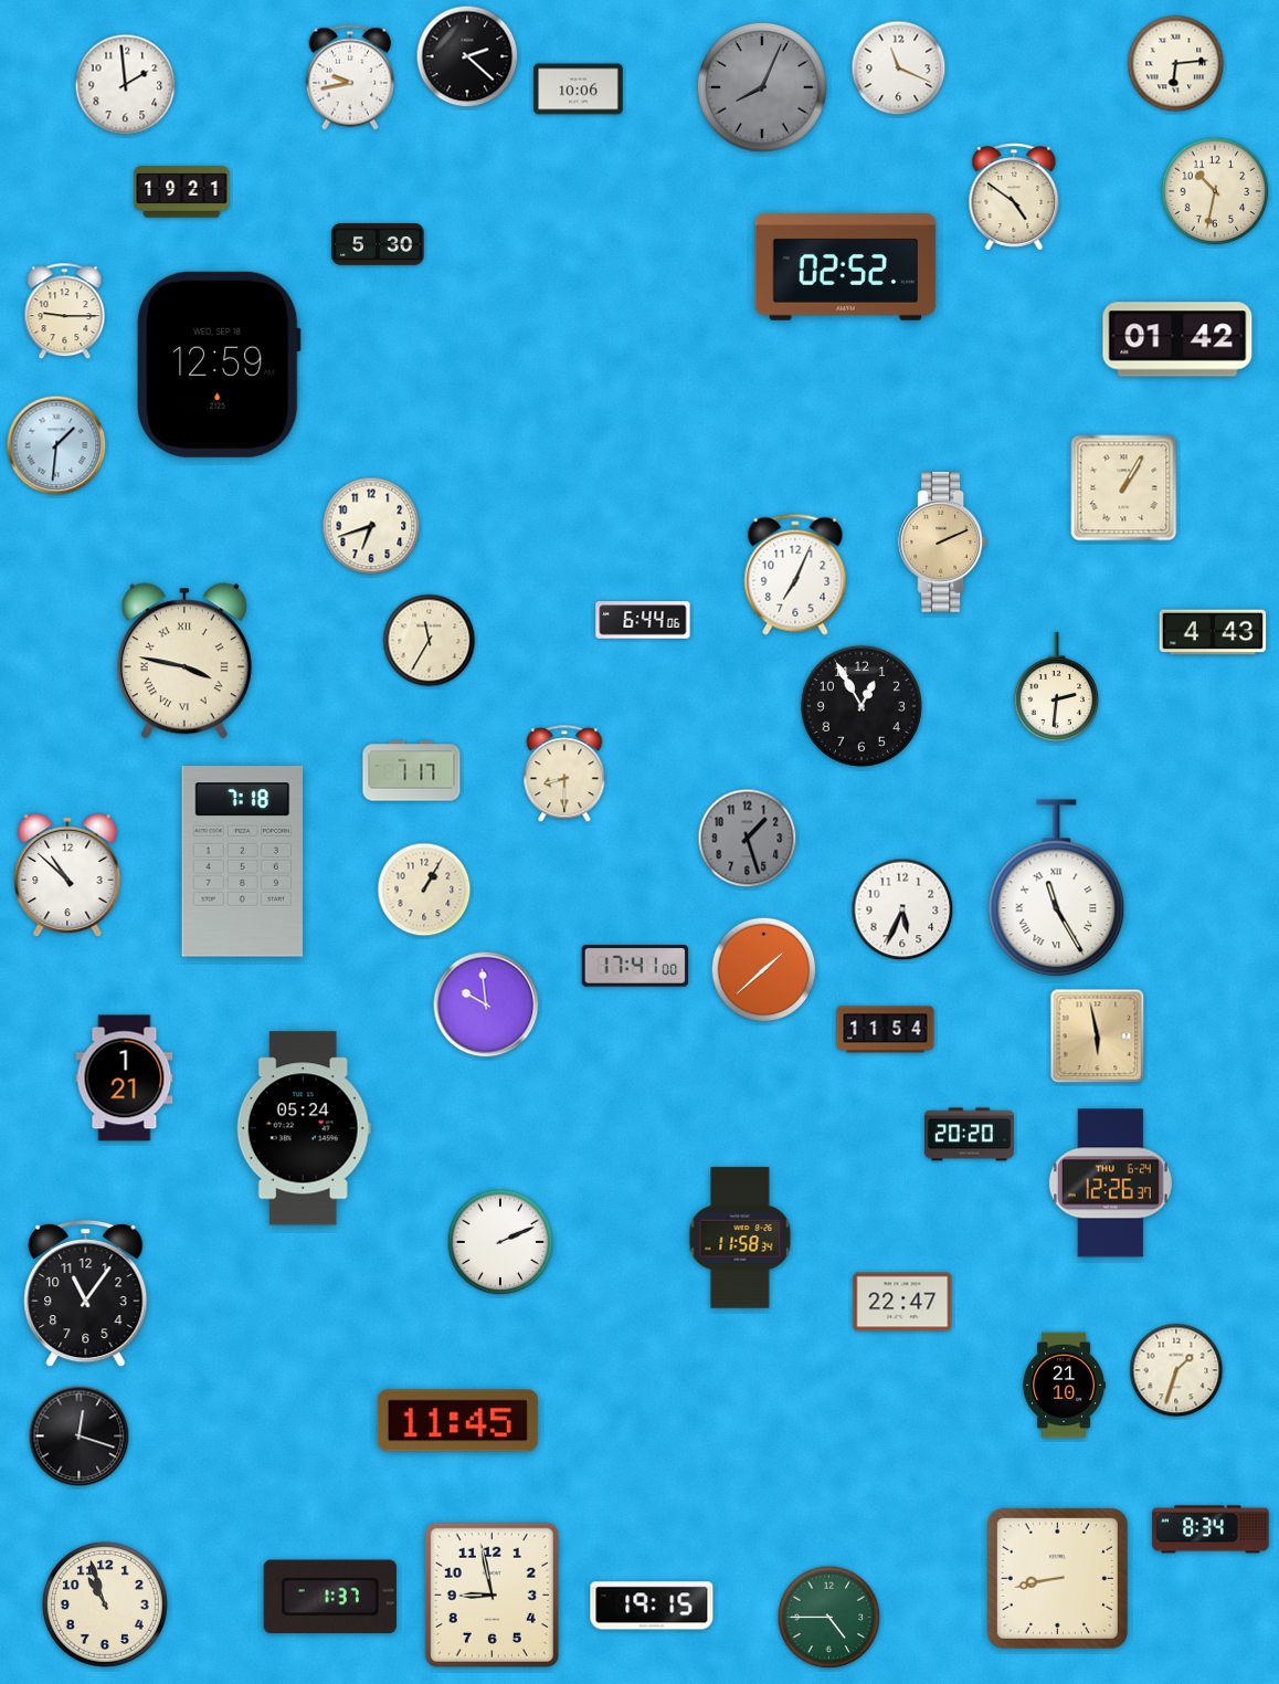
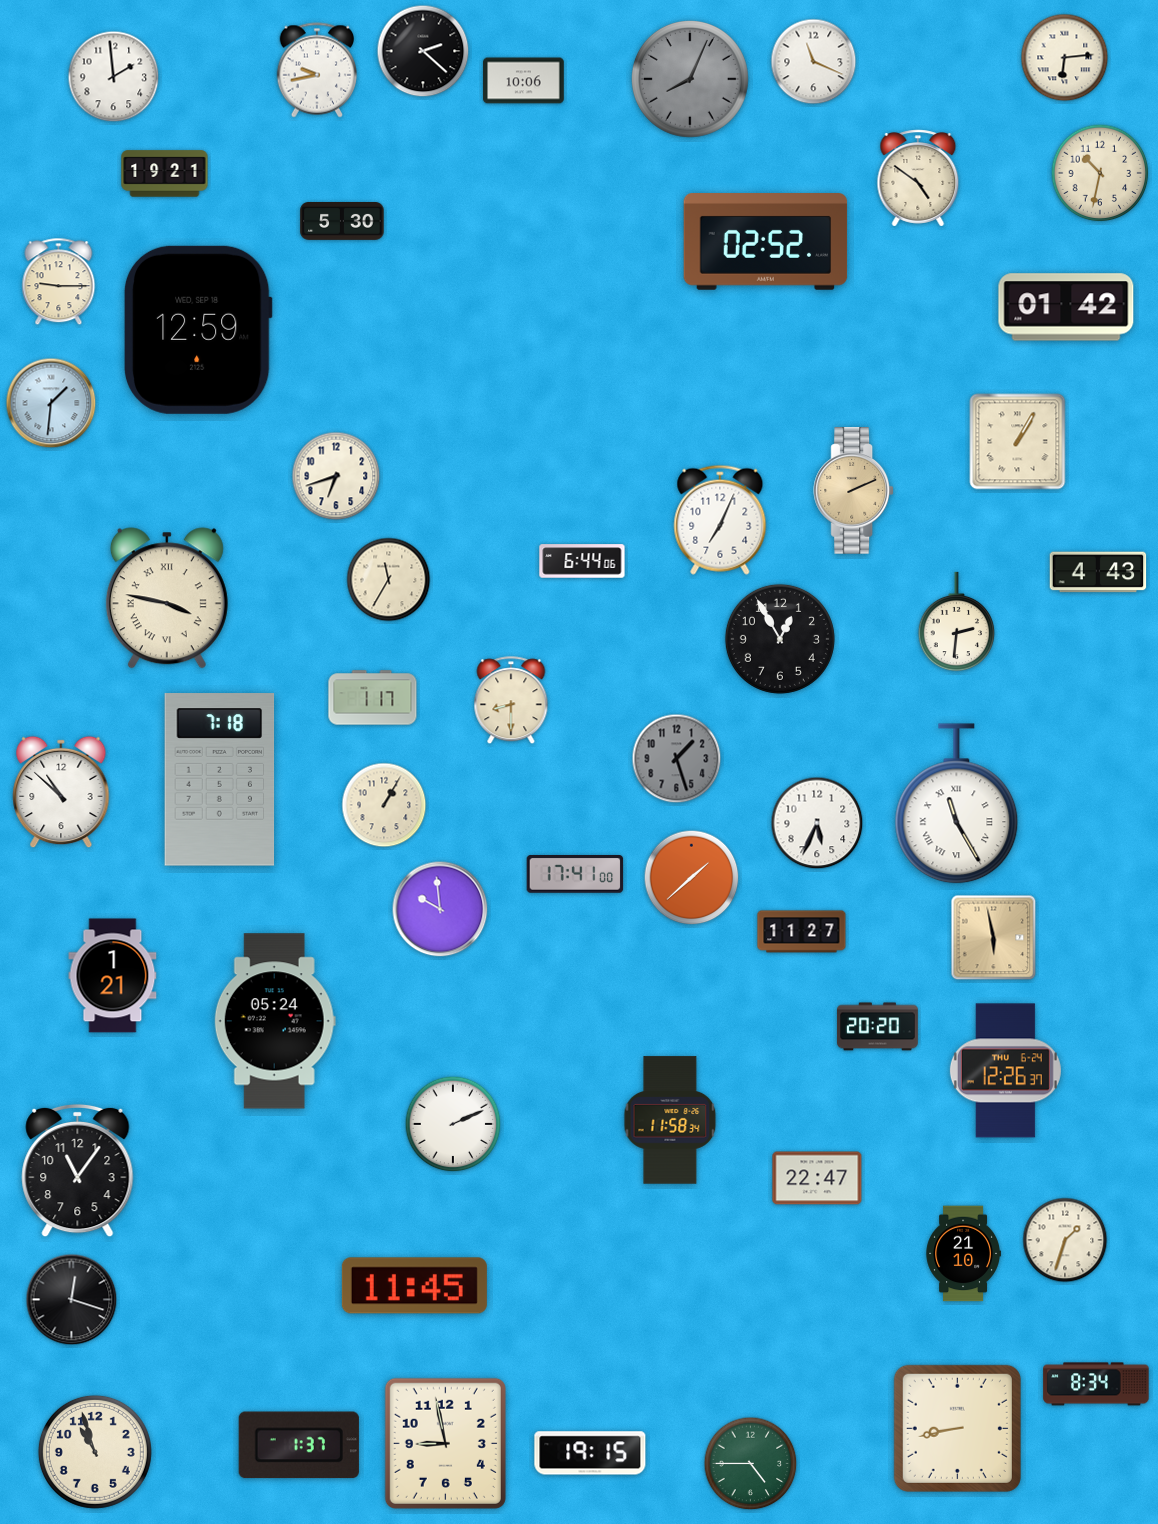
clock at (886, 1030): 11:54 -> 11:27
